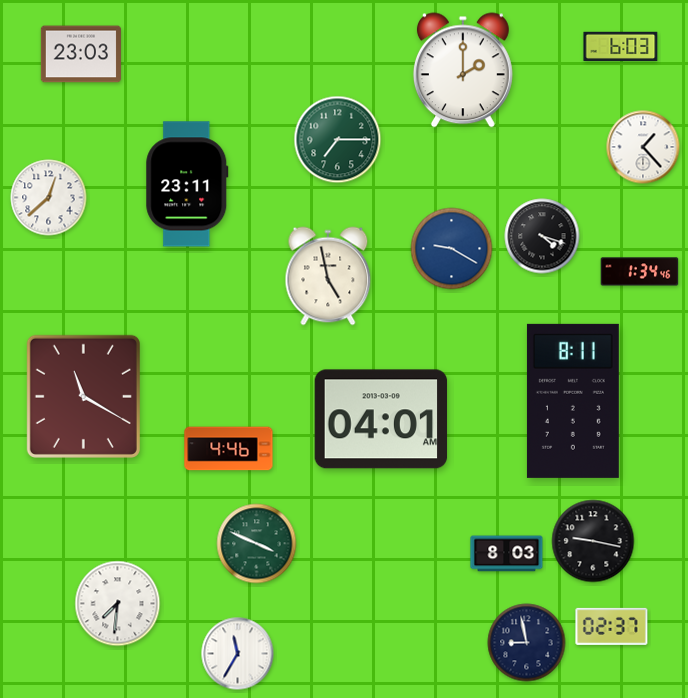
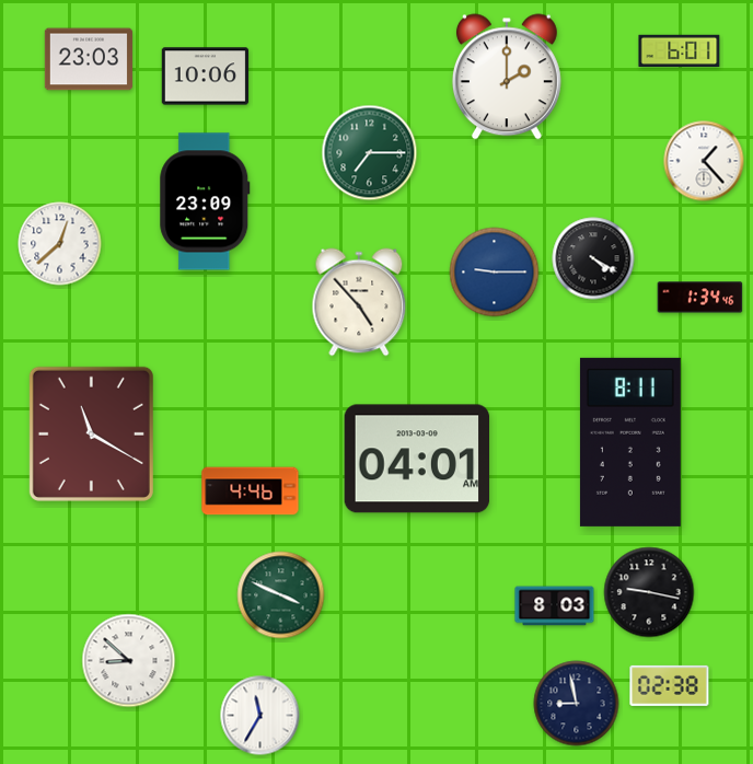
clock at (621, 47): 6:03 -> 6:01
clock at (206, 77): none -> 10:06
clock at (187, 184): 23:11 -> 23:09
clock at (49, 198) position: (49, 198) -> (60, 244)
clock at (542, 236): 4:18 -> 4:20
clock at (452, 249): 9:20 -> 9:15
clock at (328, 276): 4:58 -> 4:53
clock at (573, 401) position: (573, 401) -> (630, 442)
clock at (118, 604): 7:31 -> 8:52
clock at (612, 626): 02:37 -> 02:38
